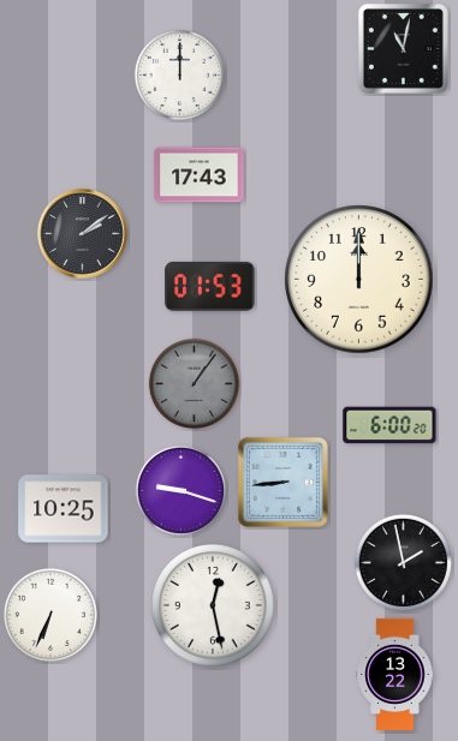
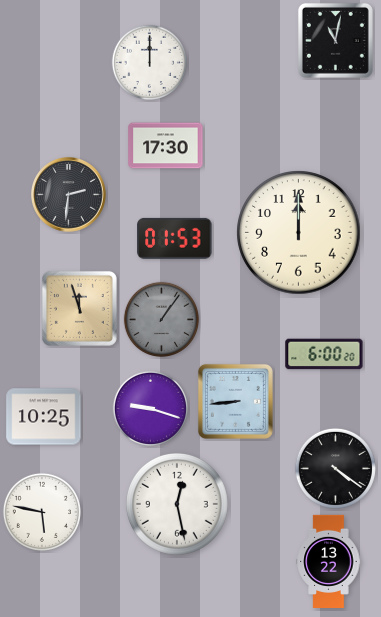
clock at (200, 175): 17:43 -> 17:30
clock at (83, 234): 2:09 -> 2:31
clock at (79, 308): none -> 11:57
clock at (64, 509) position: (64, 509) -> (44, 417)
clock at (403, 562): 1:58 -> 4:21
clock at (50, 615): 6:34 -> 5:47
